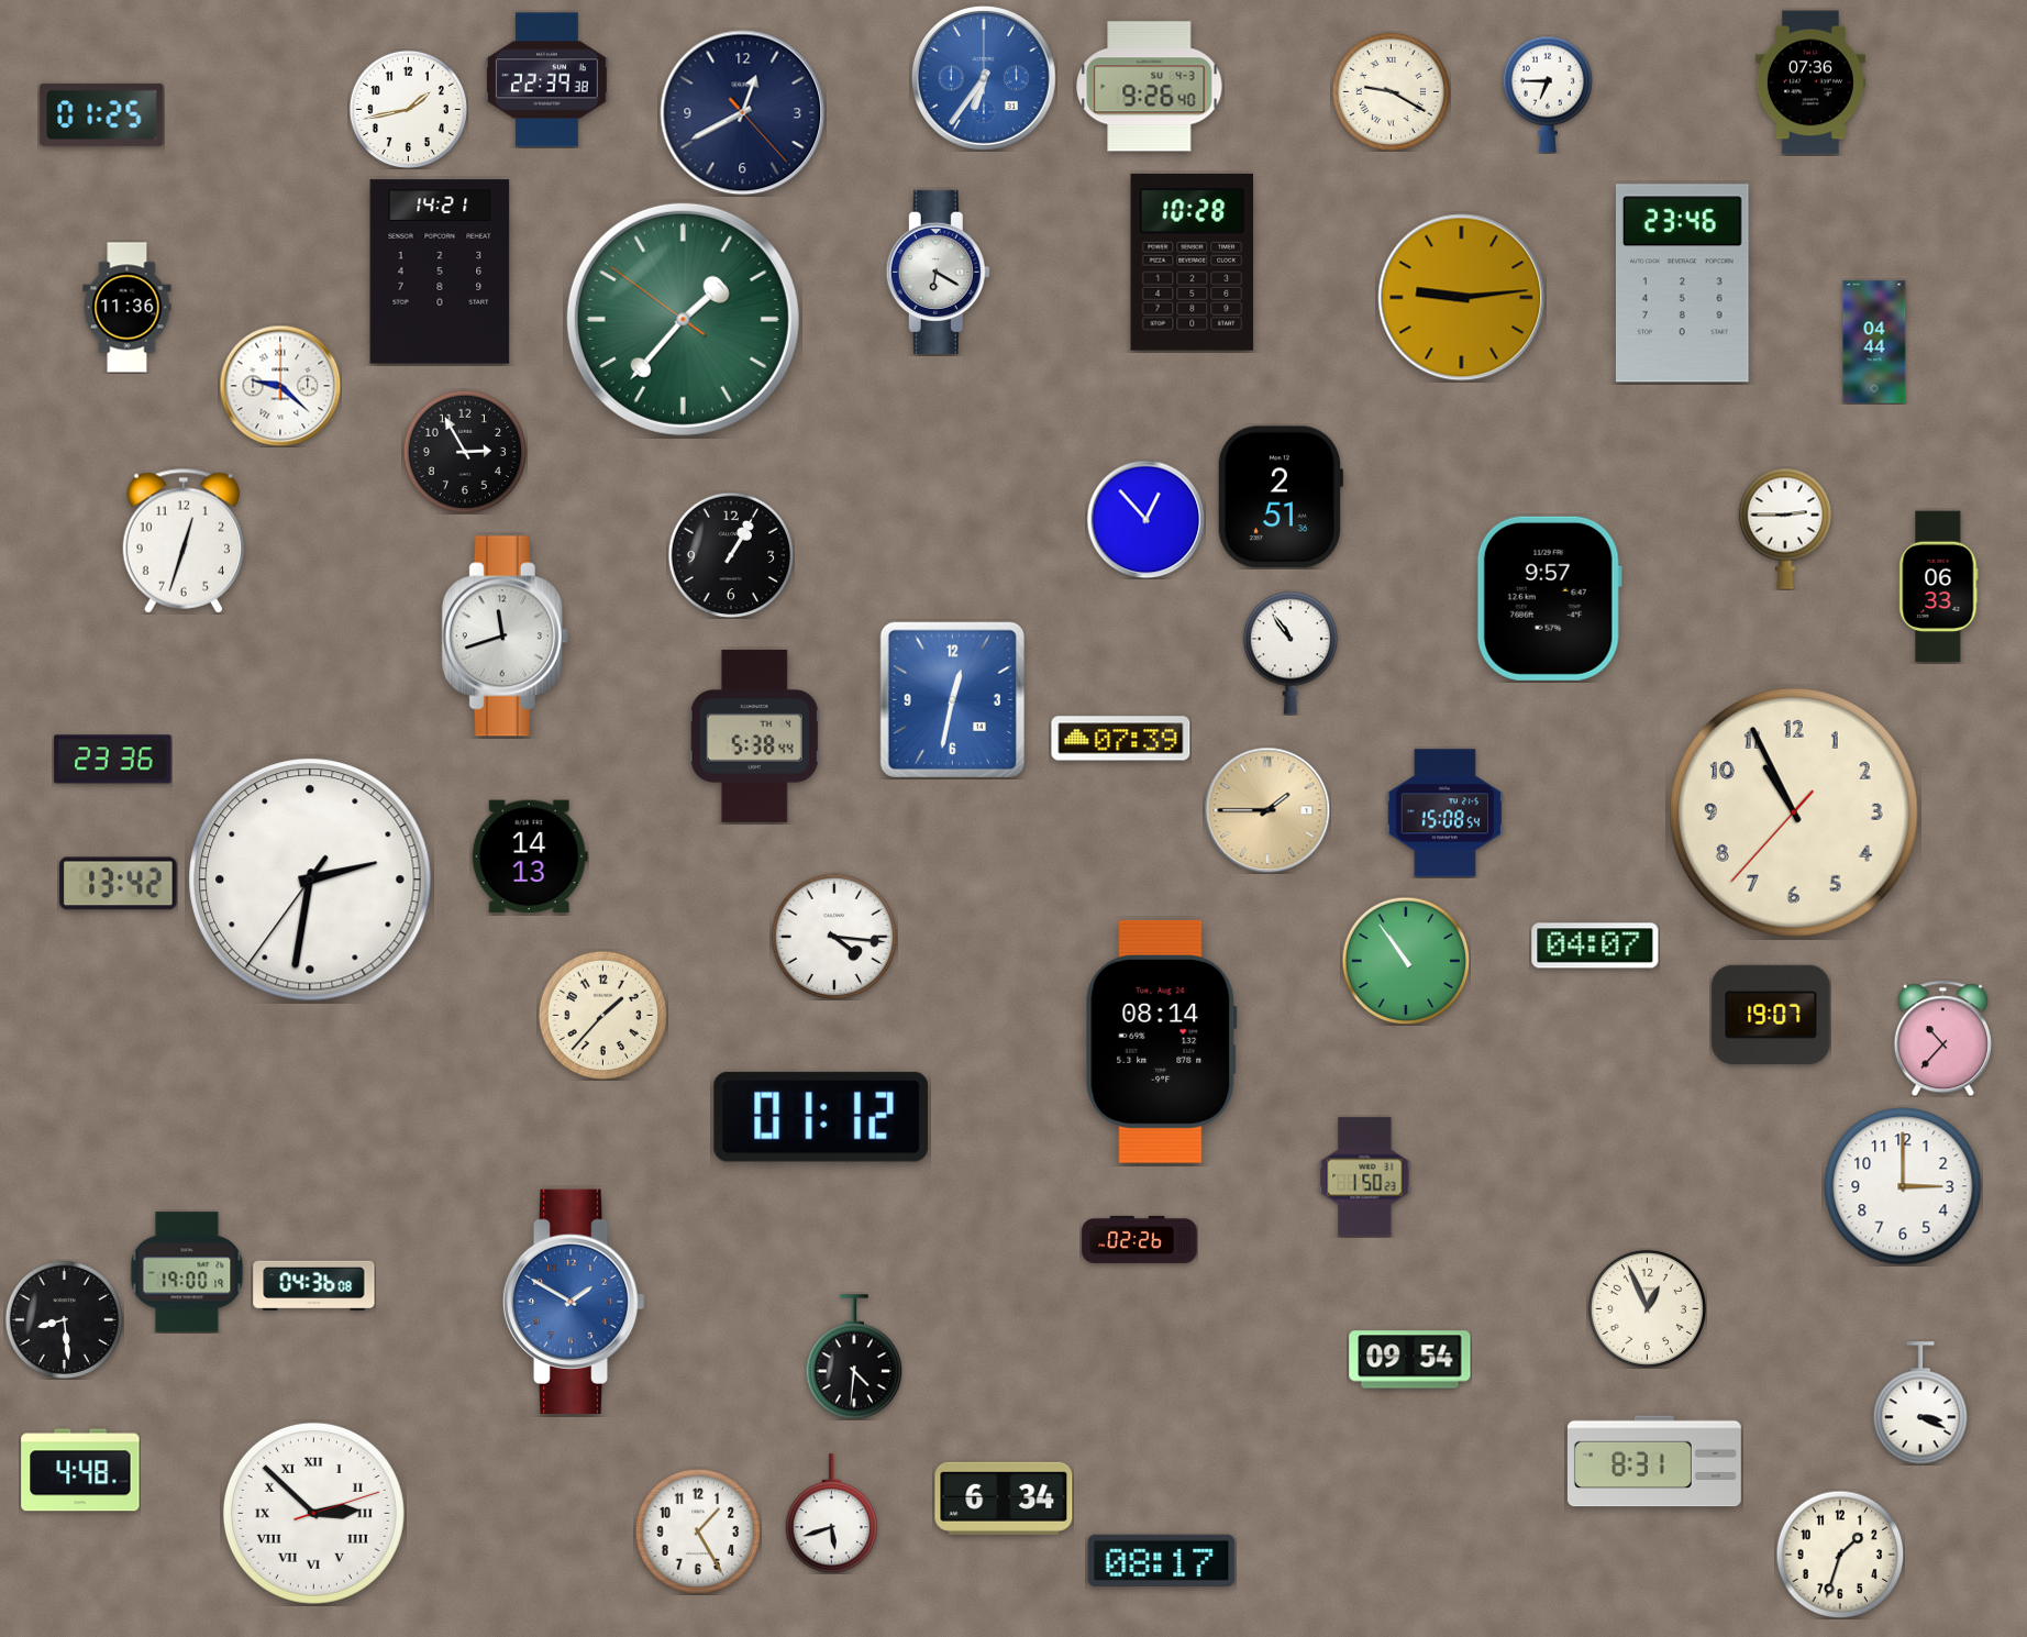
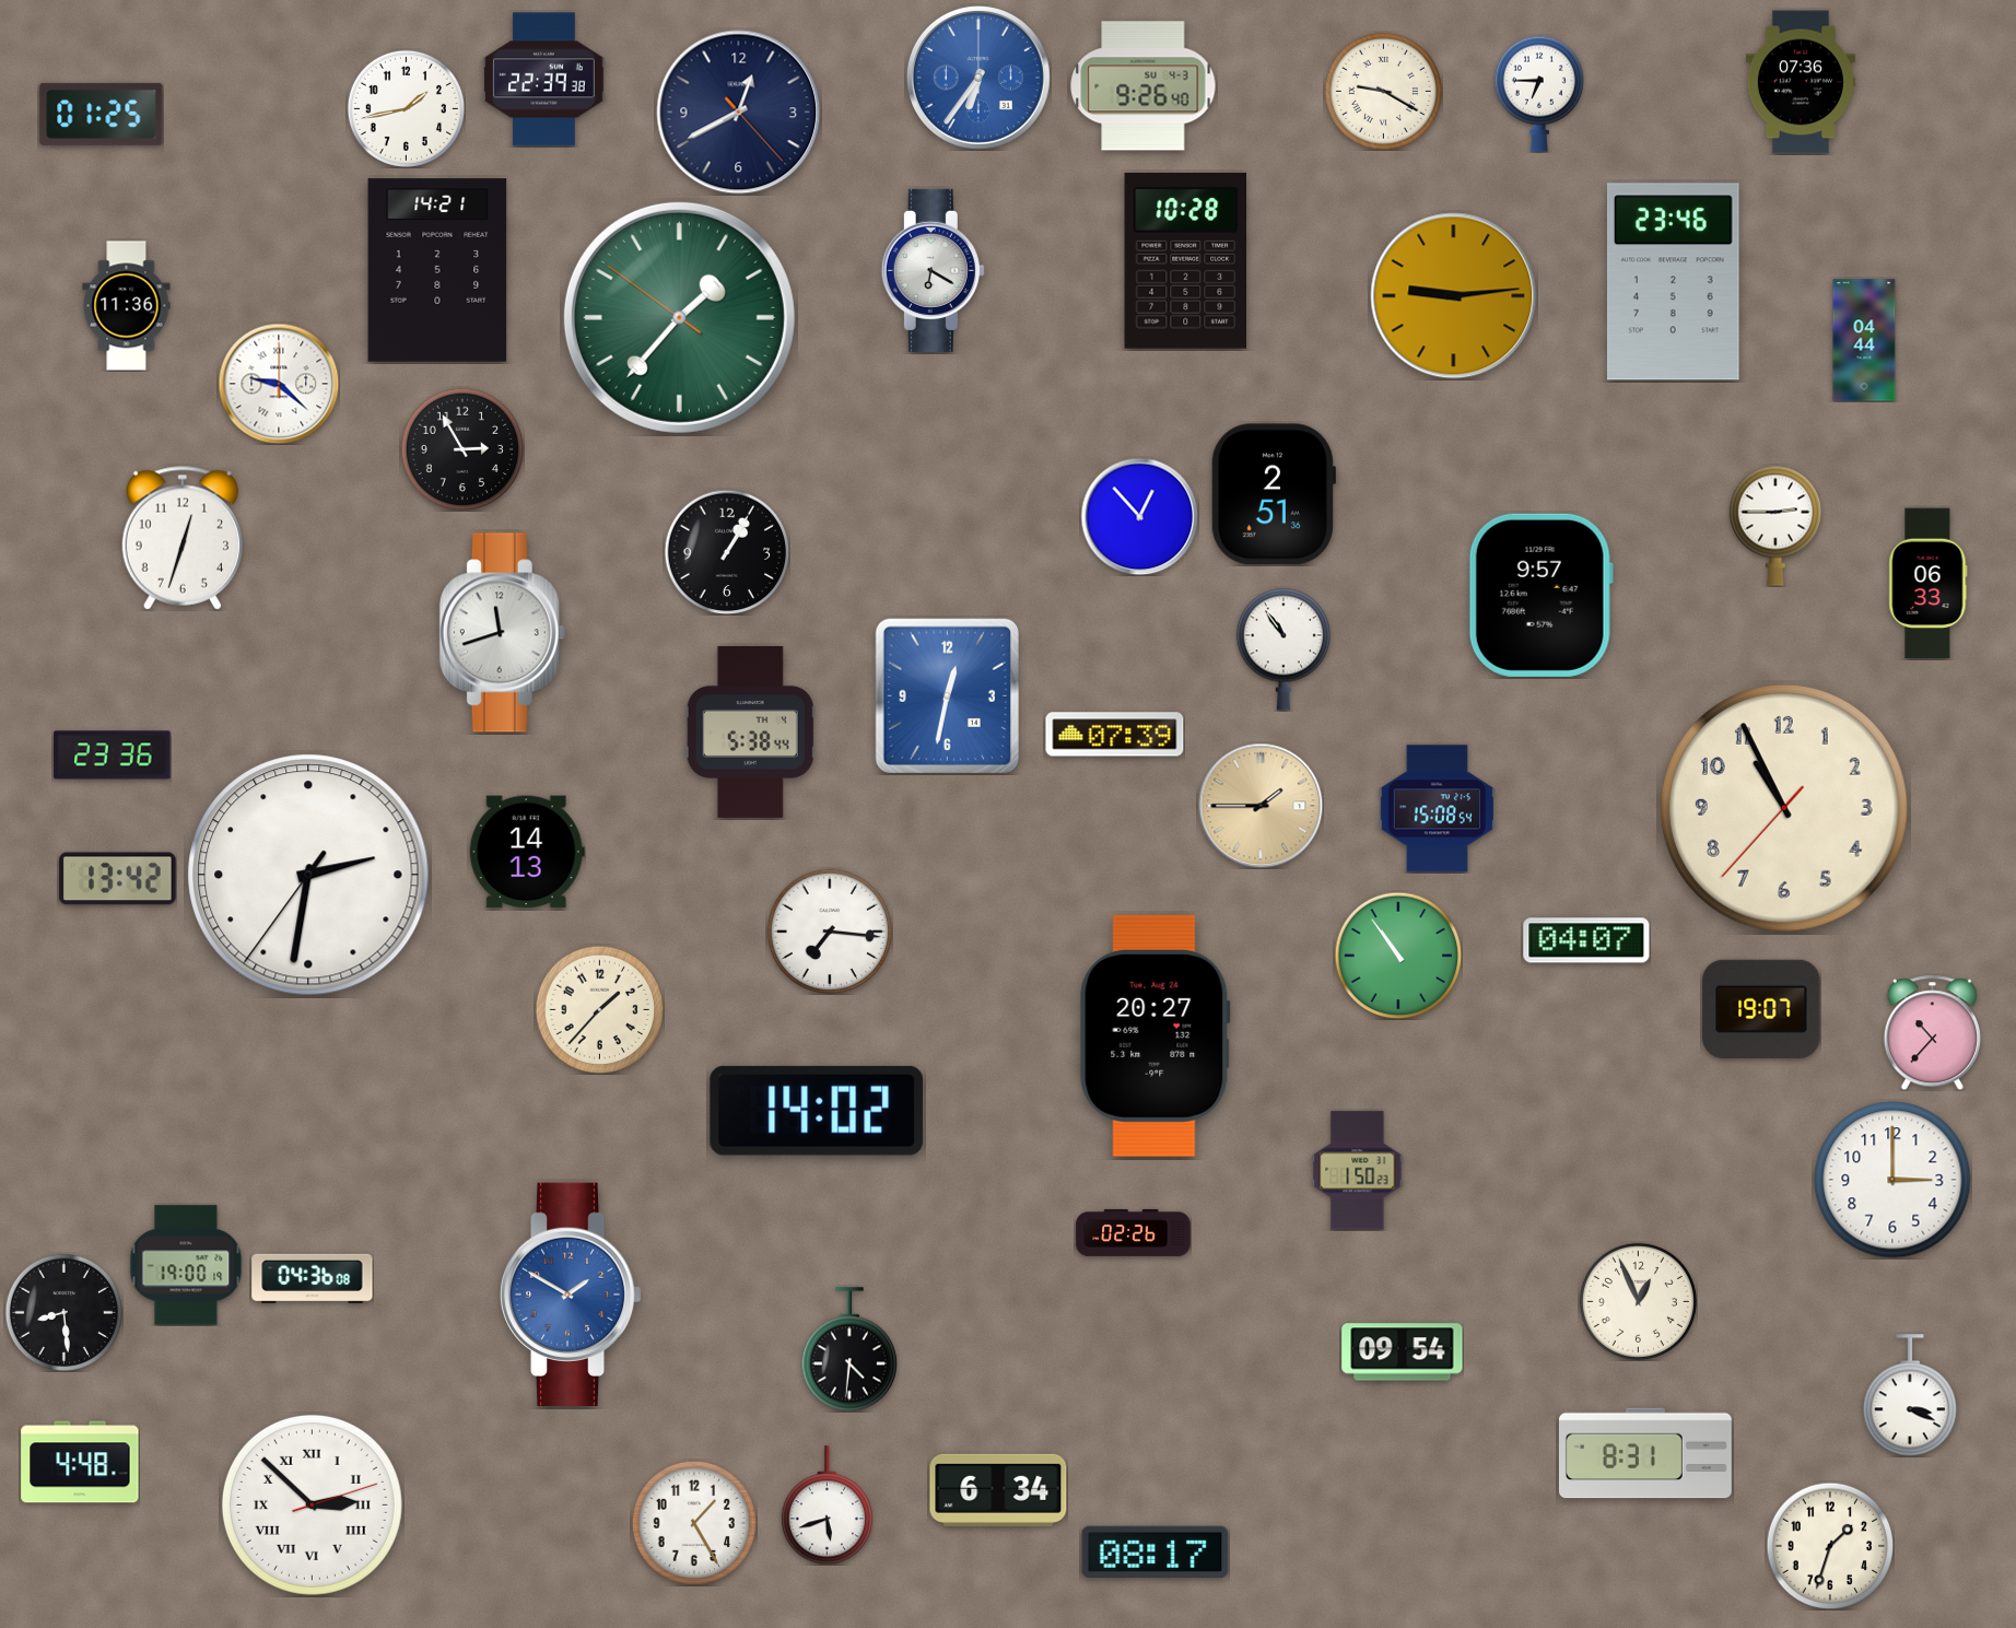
clock at (834, 937): 4:16 -> 7:16
clock at (1162, 1041): 08:14 -> 20:27
clock at (821, 1117): 01:12 -> 14:02
